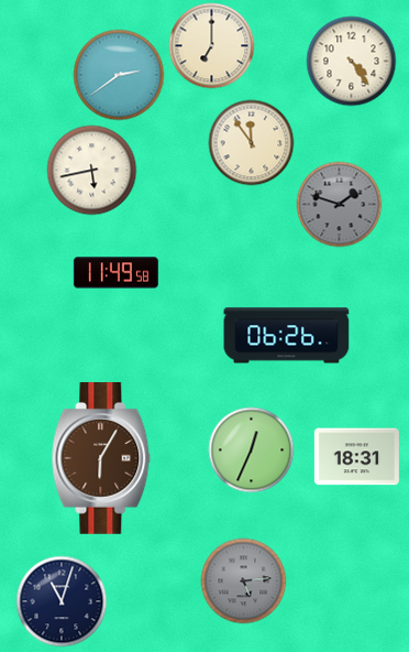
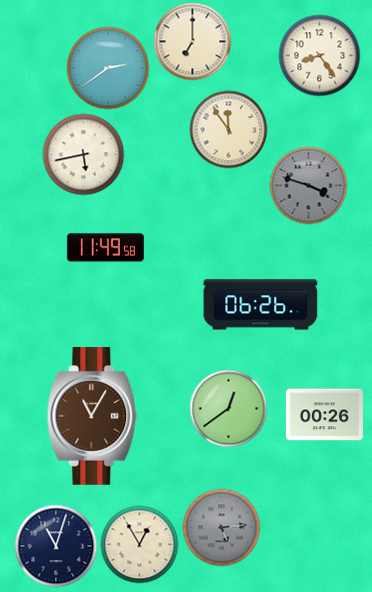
clock at (351, 61): 4:24 -> 8:24
clock at (339, 204): 1:48 -> 3:48
clock at (251, 449): 12:34 -> 12:39
clock at (356, 457): 18:31 -> 00:26
clock at (101, 459): 6:05 -> 11:05
clock at (139, 544): none -> 12:55
